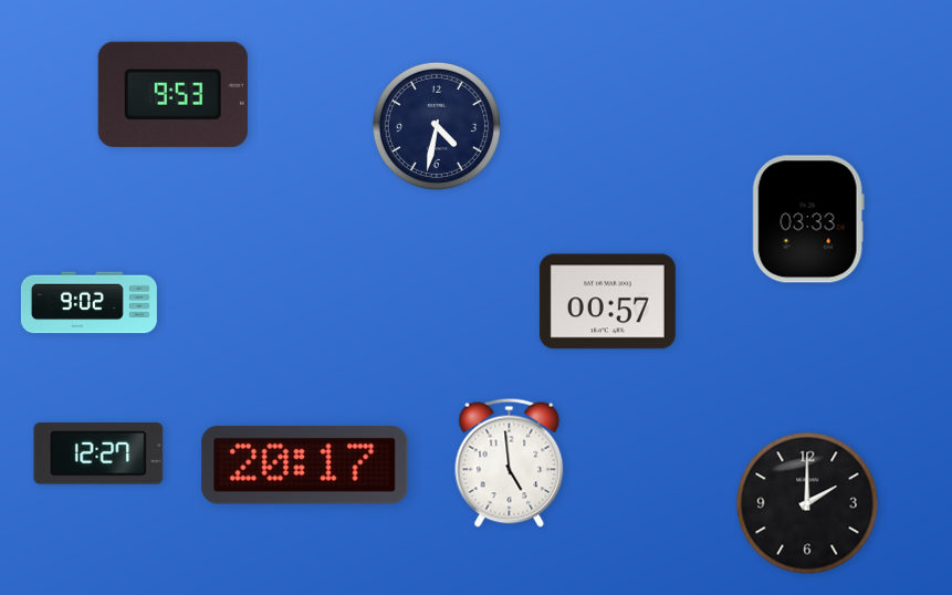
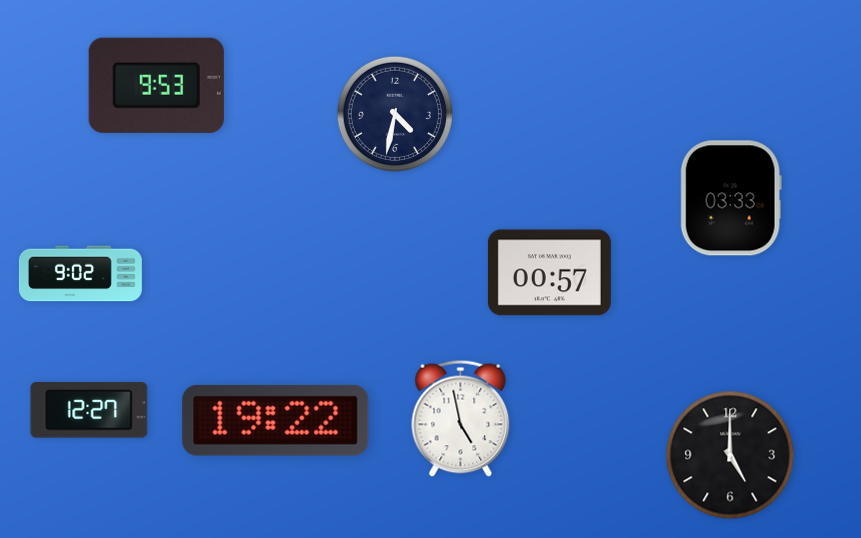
clock at (510, 462): 4:59 -> 4:58
clock at (305, 464): 20:17 -> 19:22
clock at (807, 503): 2:00 -> 5:00
